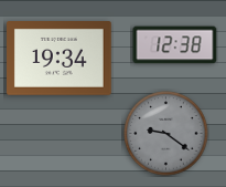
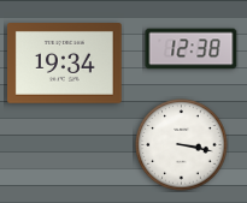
clock at (166, 134): 9:21 -> 3:17
clock at (166, 134) dial: grey -> white
